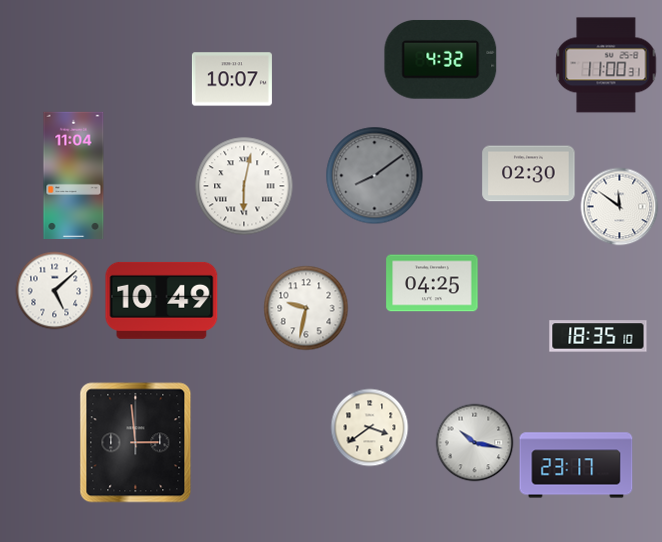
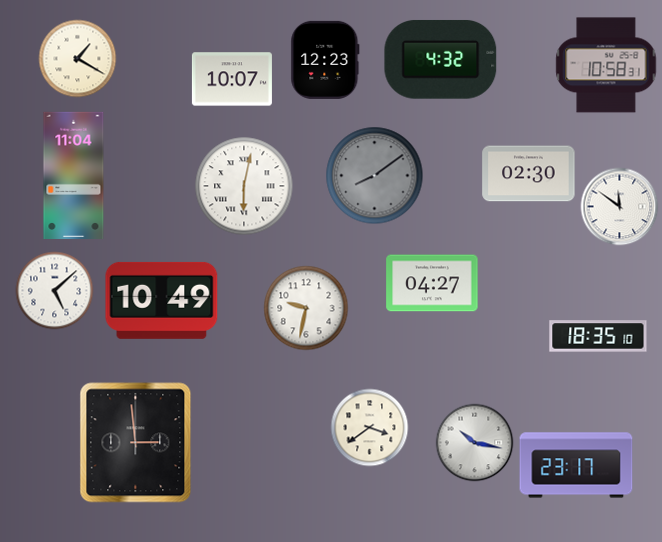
clock at (77, 58): none -> 1:20
clock at (325, 60): none -> 12:23
clock at (606, 65): 11:00 -> 10:58
clock at (432, 283): 04:25 -> 04:27
